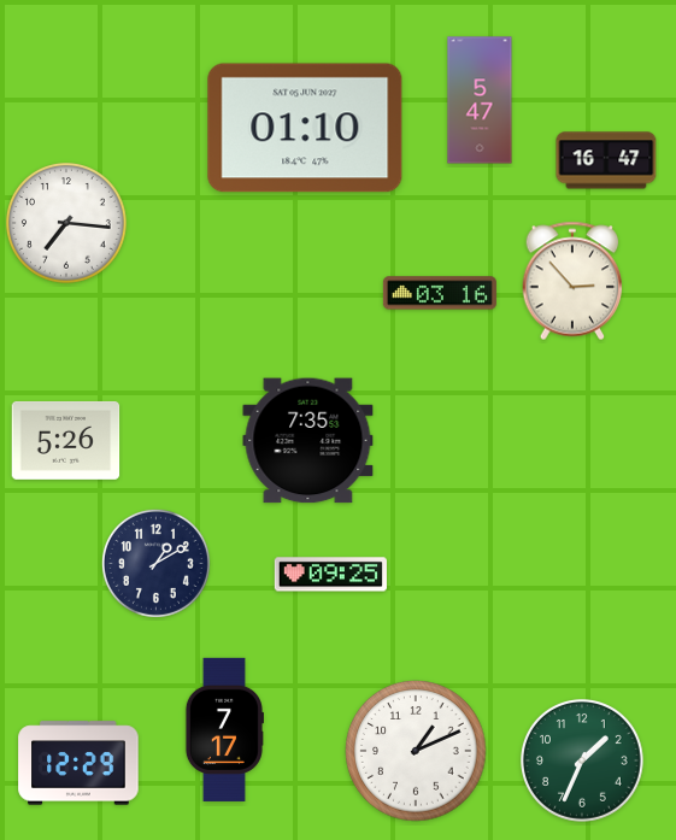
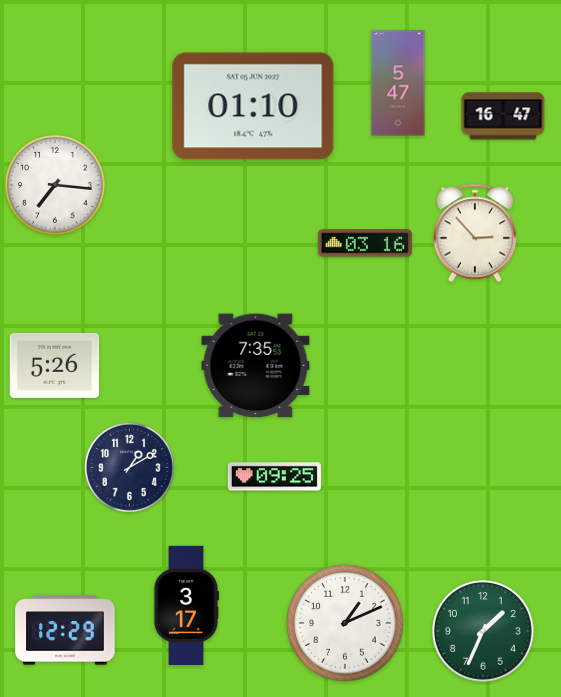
clock at (606, 160) position: (606, 160) -> (503, 116)
clock at (223, 729): 7:17 -> 3:17
clock at (78, 763) position: (78, 763) -> (65, 630)
